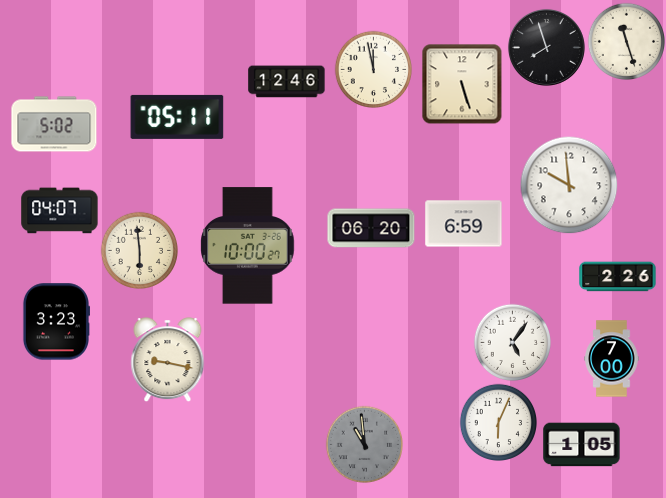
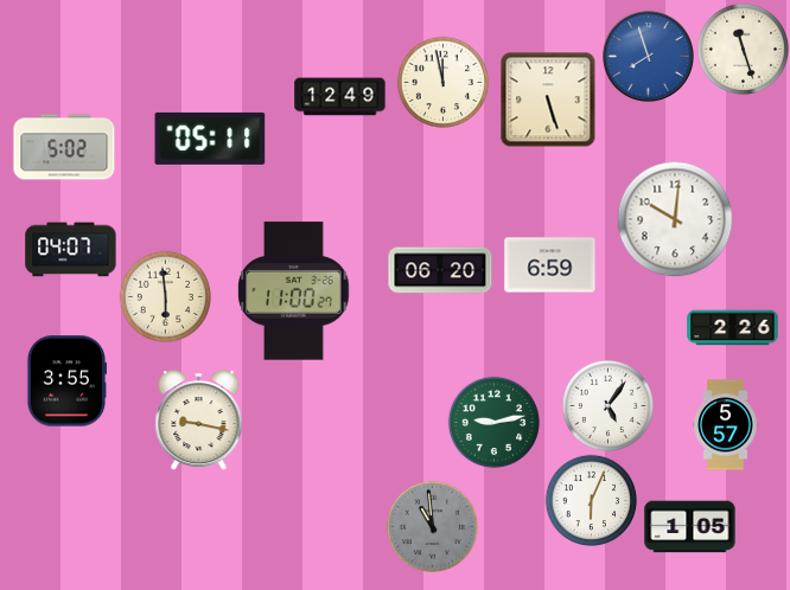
clock at (546, 47) dial: black -> blue
clock at (287, 82): 12:46 -> 12:49
clock at (569, 185): 9:59 -> 10:01
clock at (248, 246): 10:00 -> 11:00
clock at (55, 322): 3:23 -> 3:55
clock at (493, 422): none -> 9:13
clock at (612, 359): 7:00 -> 5:57
clock at (168, 360) position: (168, 360) -> (199, 421)
